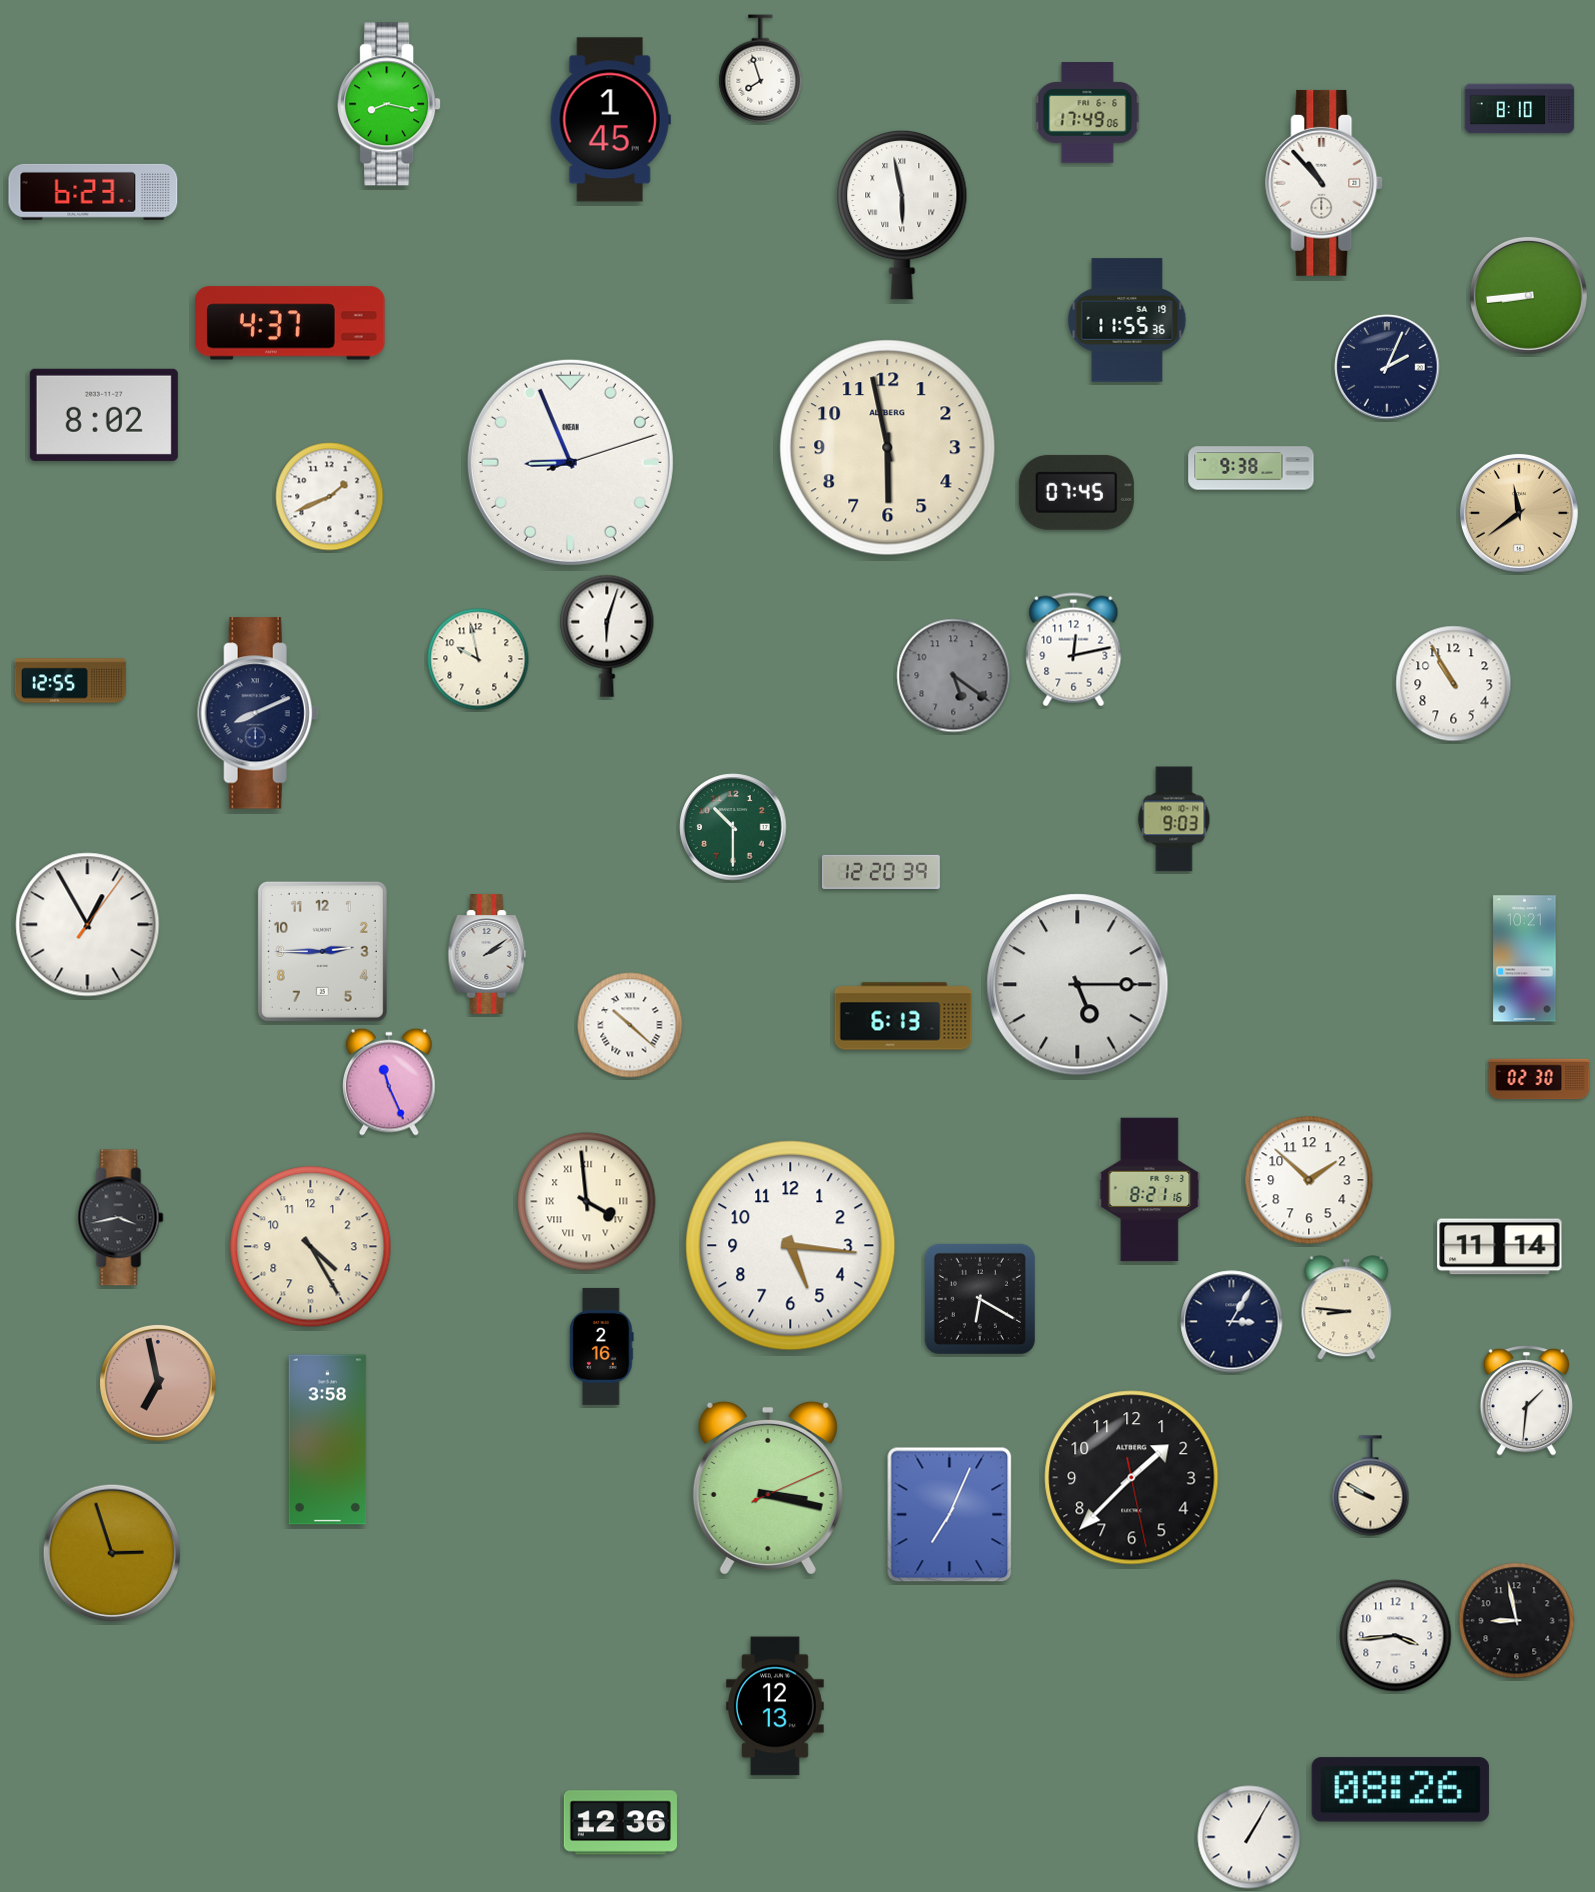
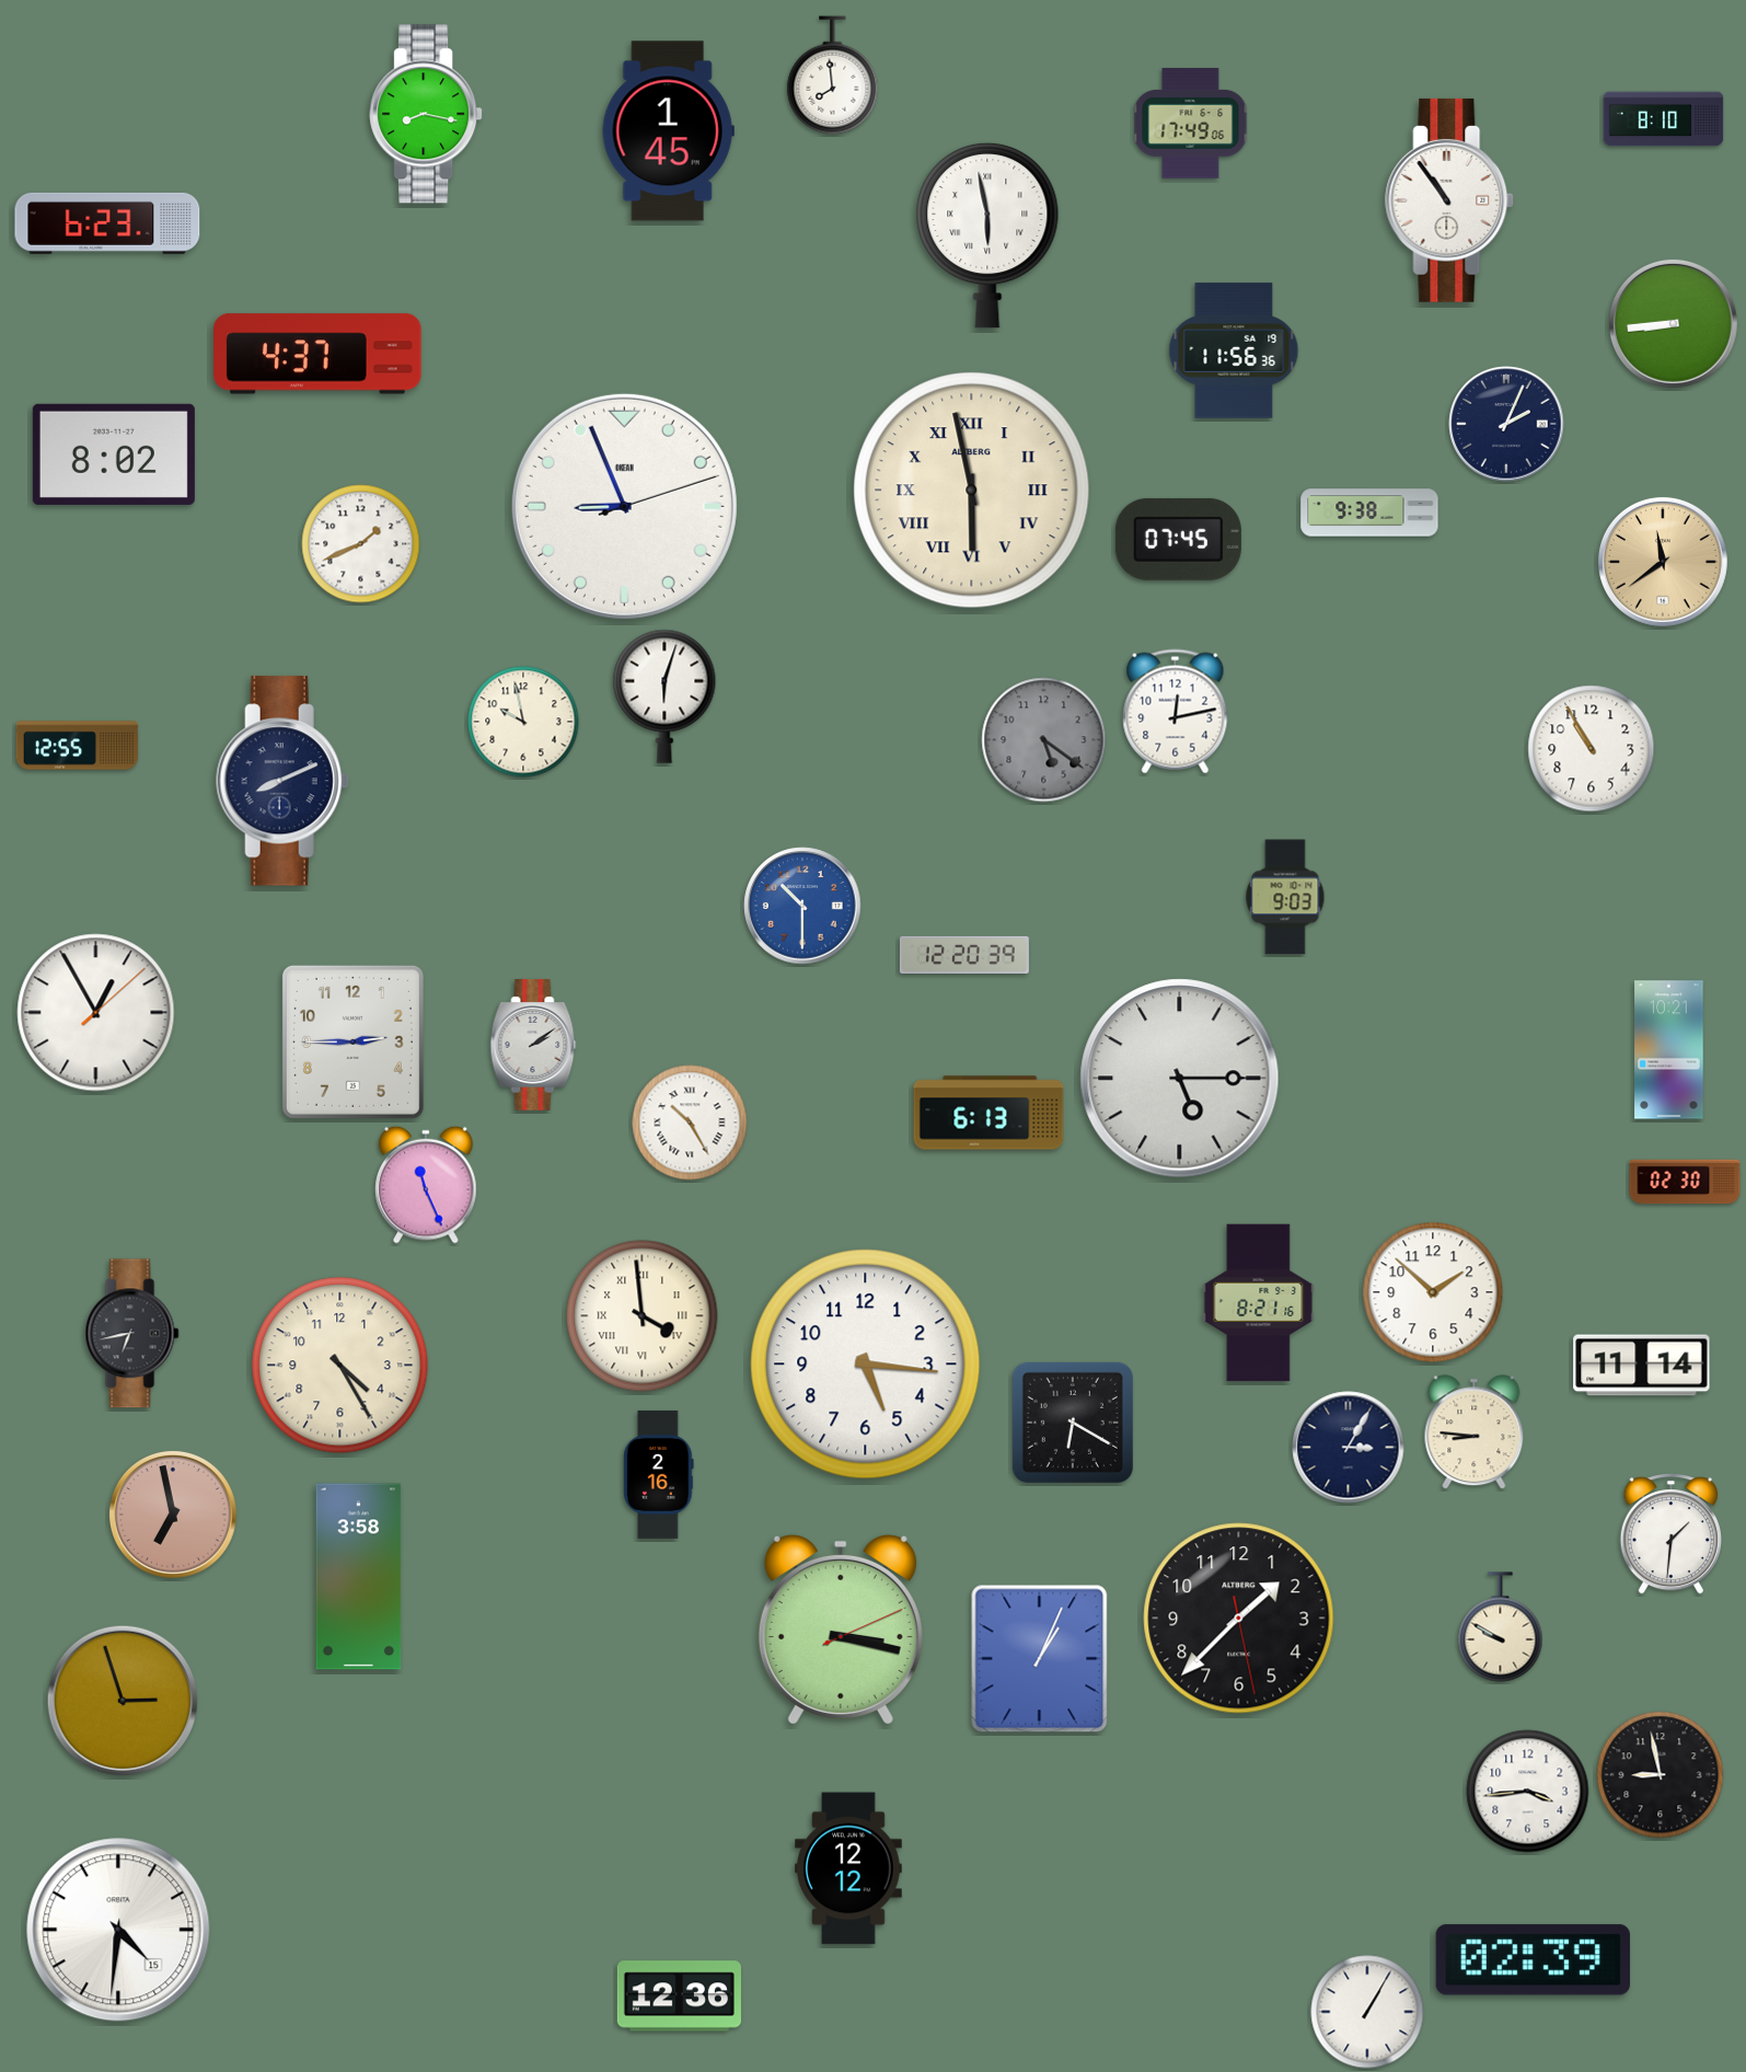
clock at (761, 69): 7:57 -> 7:59
clock at (1325, 183): 10:53 -> 10:54
clock at (93, 192) position: (93, 192) -> (107, 223)
clock at (1127, 320): 11:55 -> 11:56
clock at (1387, 367) position: (1387, 367) -> (1506, 424)
clock at (888, 448) numerals: Arabic -> Roman
clock at (733, 827) dial: green -> blue
clock at (88, 925): 12:55:06 -> 12:55:08
clock at (630, 1025): 10:22 -> 10:25
clock at (121, 1218): 3:43 -> 6:43
clock at (950, 1515): 7:04 -> 1:04
clock at (775, 1706): 12:13 -> 12:12
clock at (118, 1930): none -> 4:31
clock at (1400, 1790): 08:26 -> 02:39
